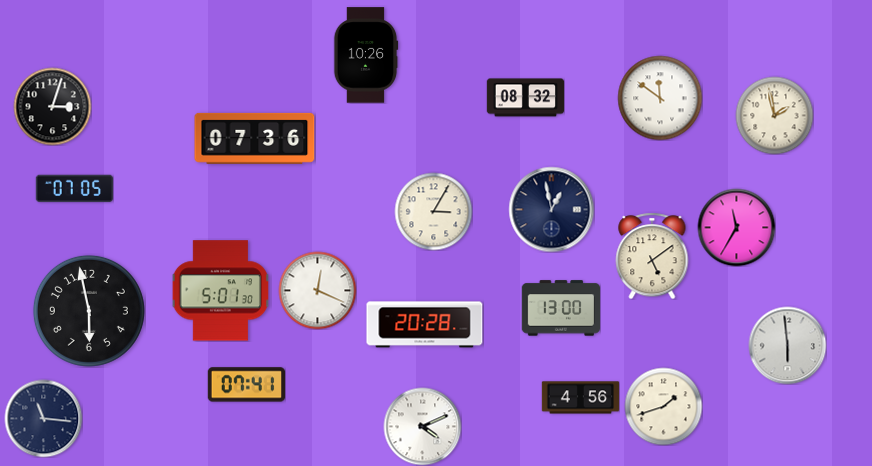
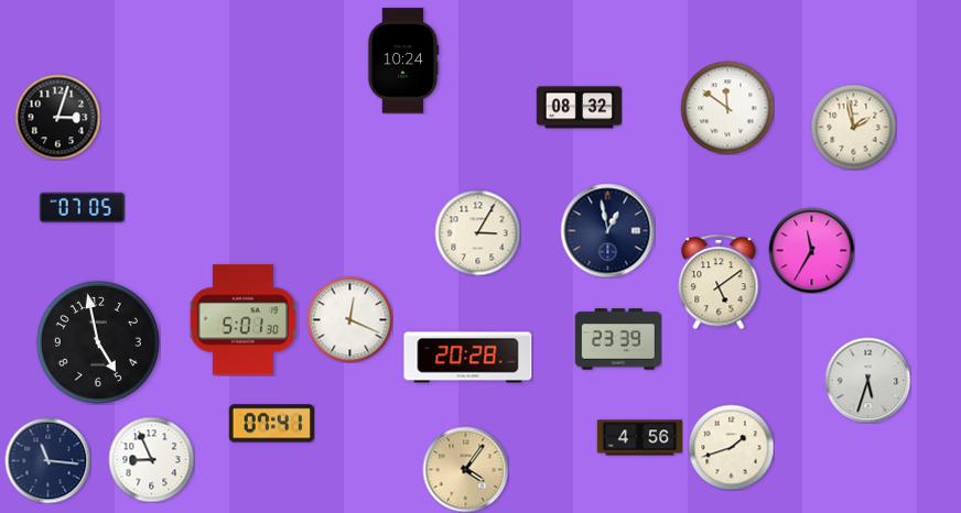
clock at (366, 55): 10:26 -> 10:24
clock at (255, 138): 07:36 -> none
clock at (560, 308): 13:00 -> 23:39
clock at (89, 311): 5:58 -> 4:58
clock at (787, 345): 5:59 -> 5:33
clock at (151, 459): none -> 8:56
clock at (422, 426): 4:11 -> 4:06
clock at (422, 426) dial: white -> champagne
